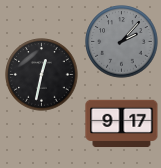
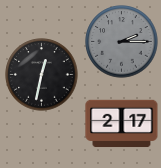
clock at (122, 42): 2:07 -> 2:15
clock at (122, 124): 9:17 -> 2:17
